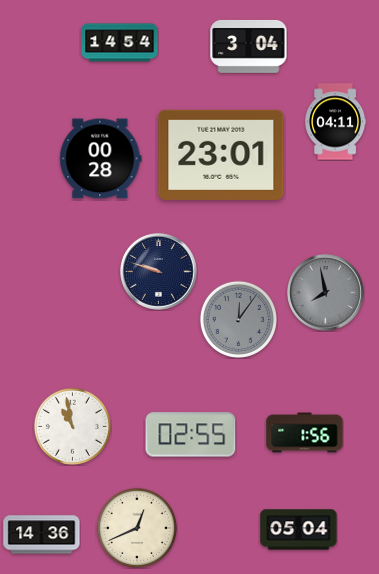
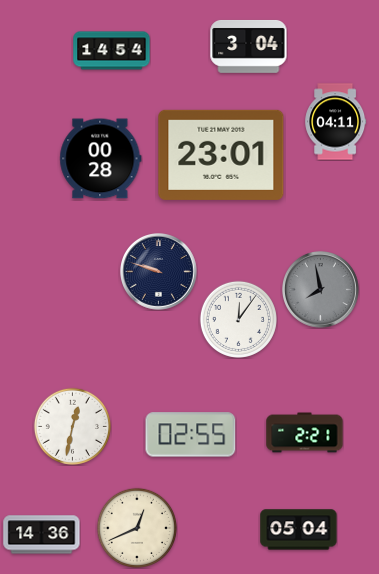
clock at (120, 43) position: (120, 43) -> (112, 51)
clock at (326, 293) position: (326, 293) -> (321, 290)
clock at (238, 319) dial: grey -> white
clock at (72, 426): 10:58 -> 12:32
clock at (305, 433): 1:56 -> 2:21
